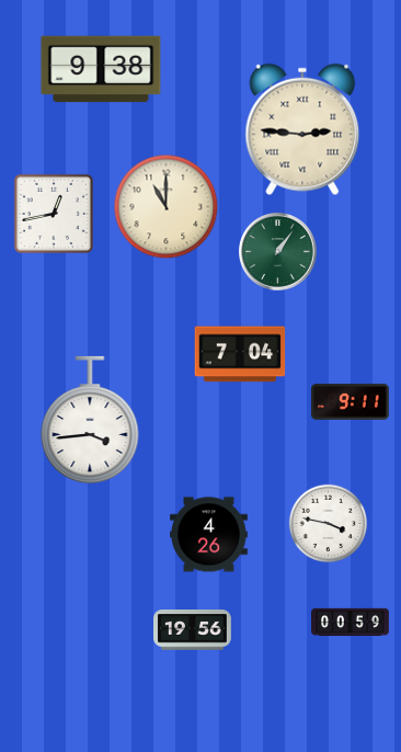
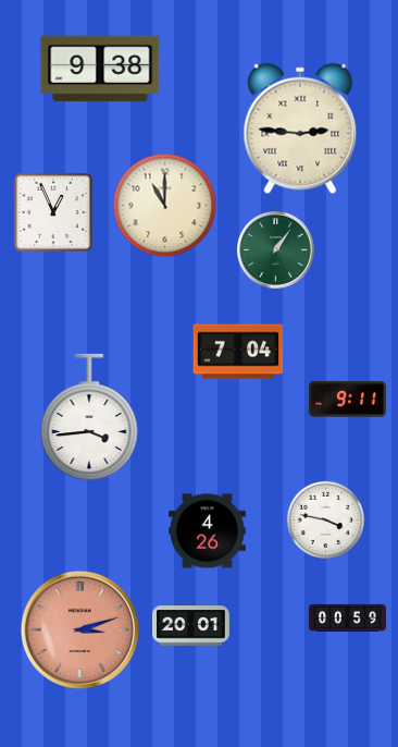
clock at (54, 214): 12:43 -> 12:56
clock at (193, 630): 19:56 -> 20:01
clock at (79, 629): none -> 3:12
